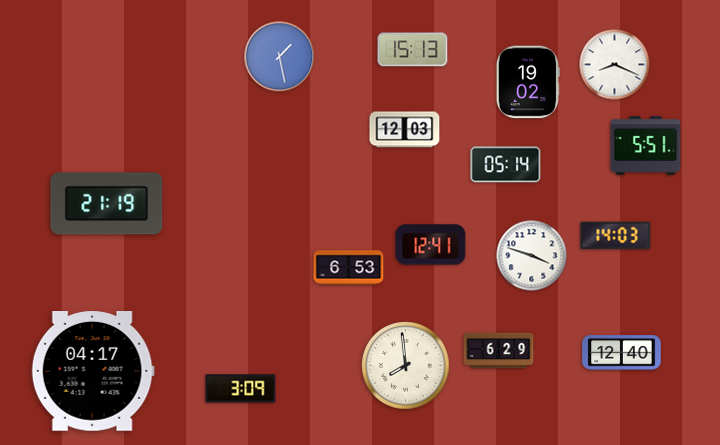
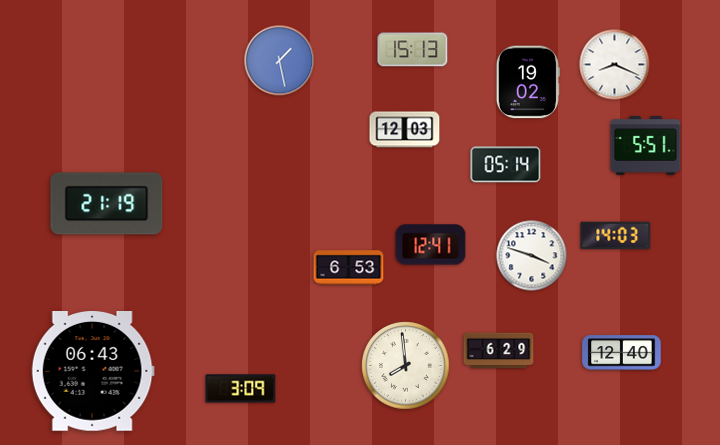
clock at (280, 57) position: (280, 57) -> (280, 61)
clock at (93, 372): 04:17 -> 06:43
